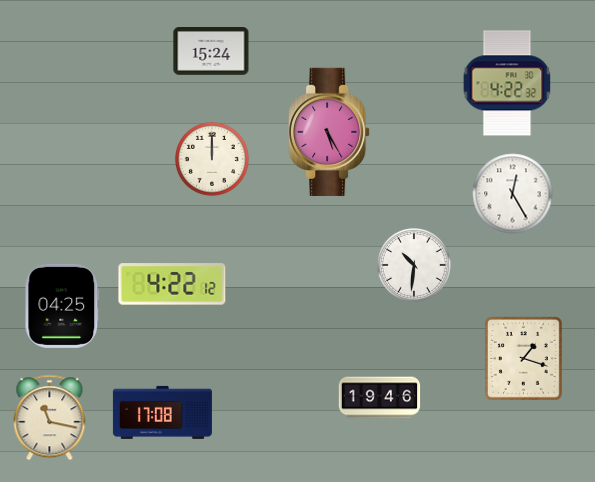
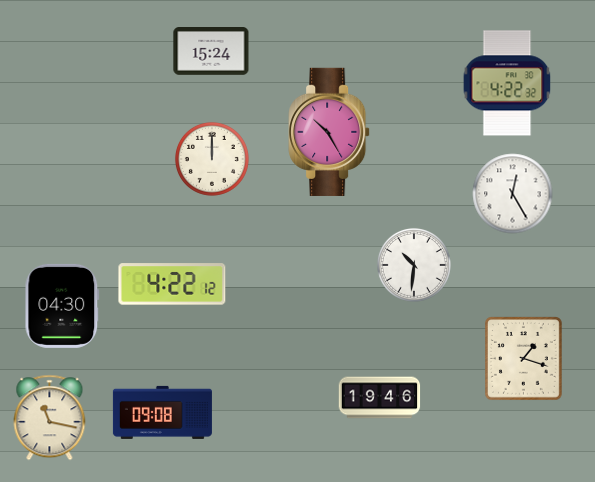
clock at (329, 132): 5:25 -> 10:25
clock at (62, 306): 04:25 -> 04:30
clock at (162, 412): 17:08 -> 09:08
